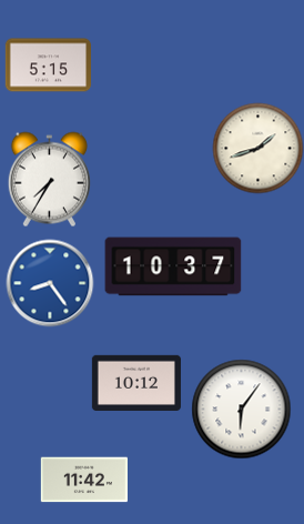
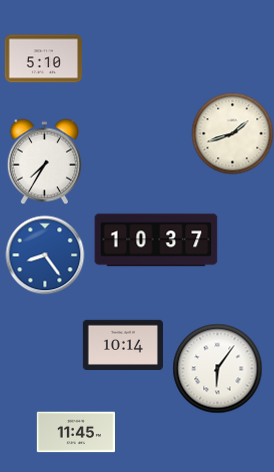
clock at (48, 65): 5:15 -> 5:10
clock at (136, 382): 10:12 -> 10:14
clock at (83, 480): 11:42 -> 11:45
